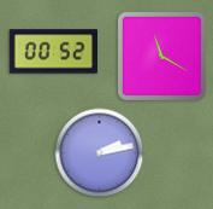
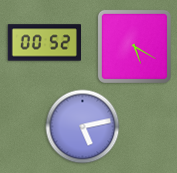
clock at (161, 56): 11:20 -> 5:20
clock at (100, 153): 2:13 -> 5:13
